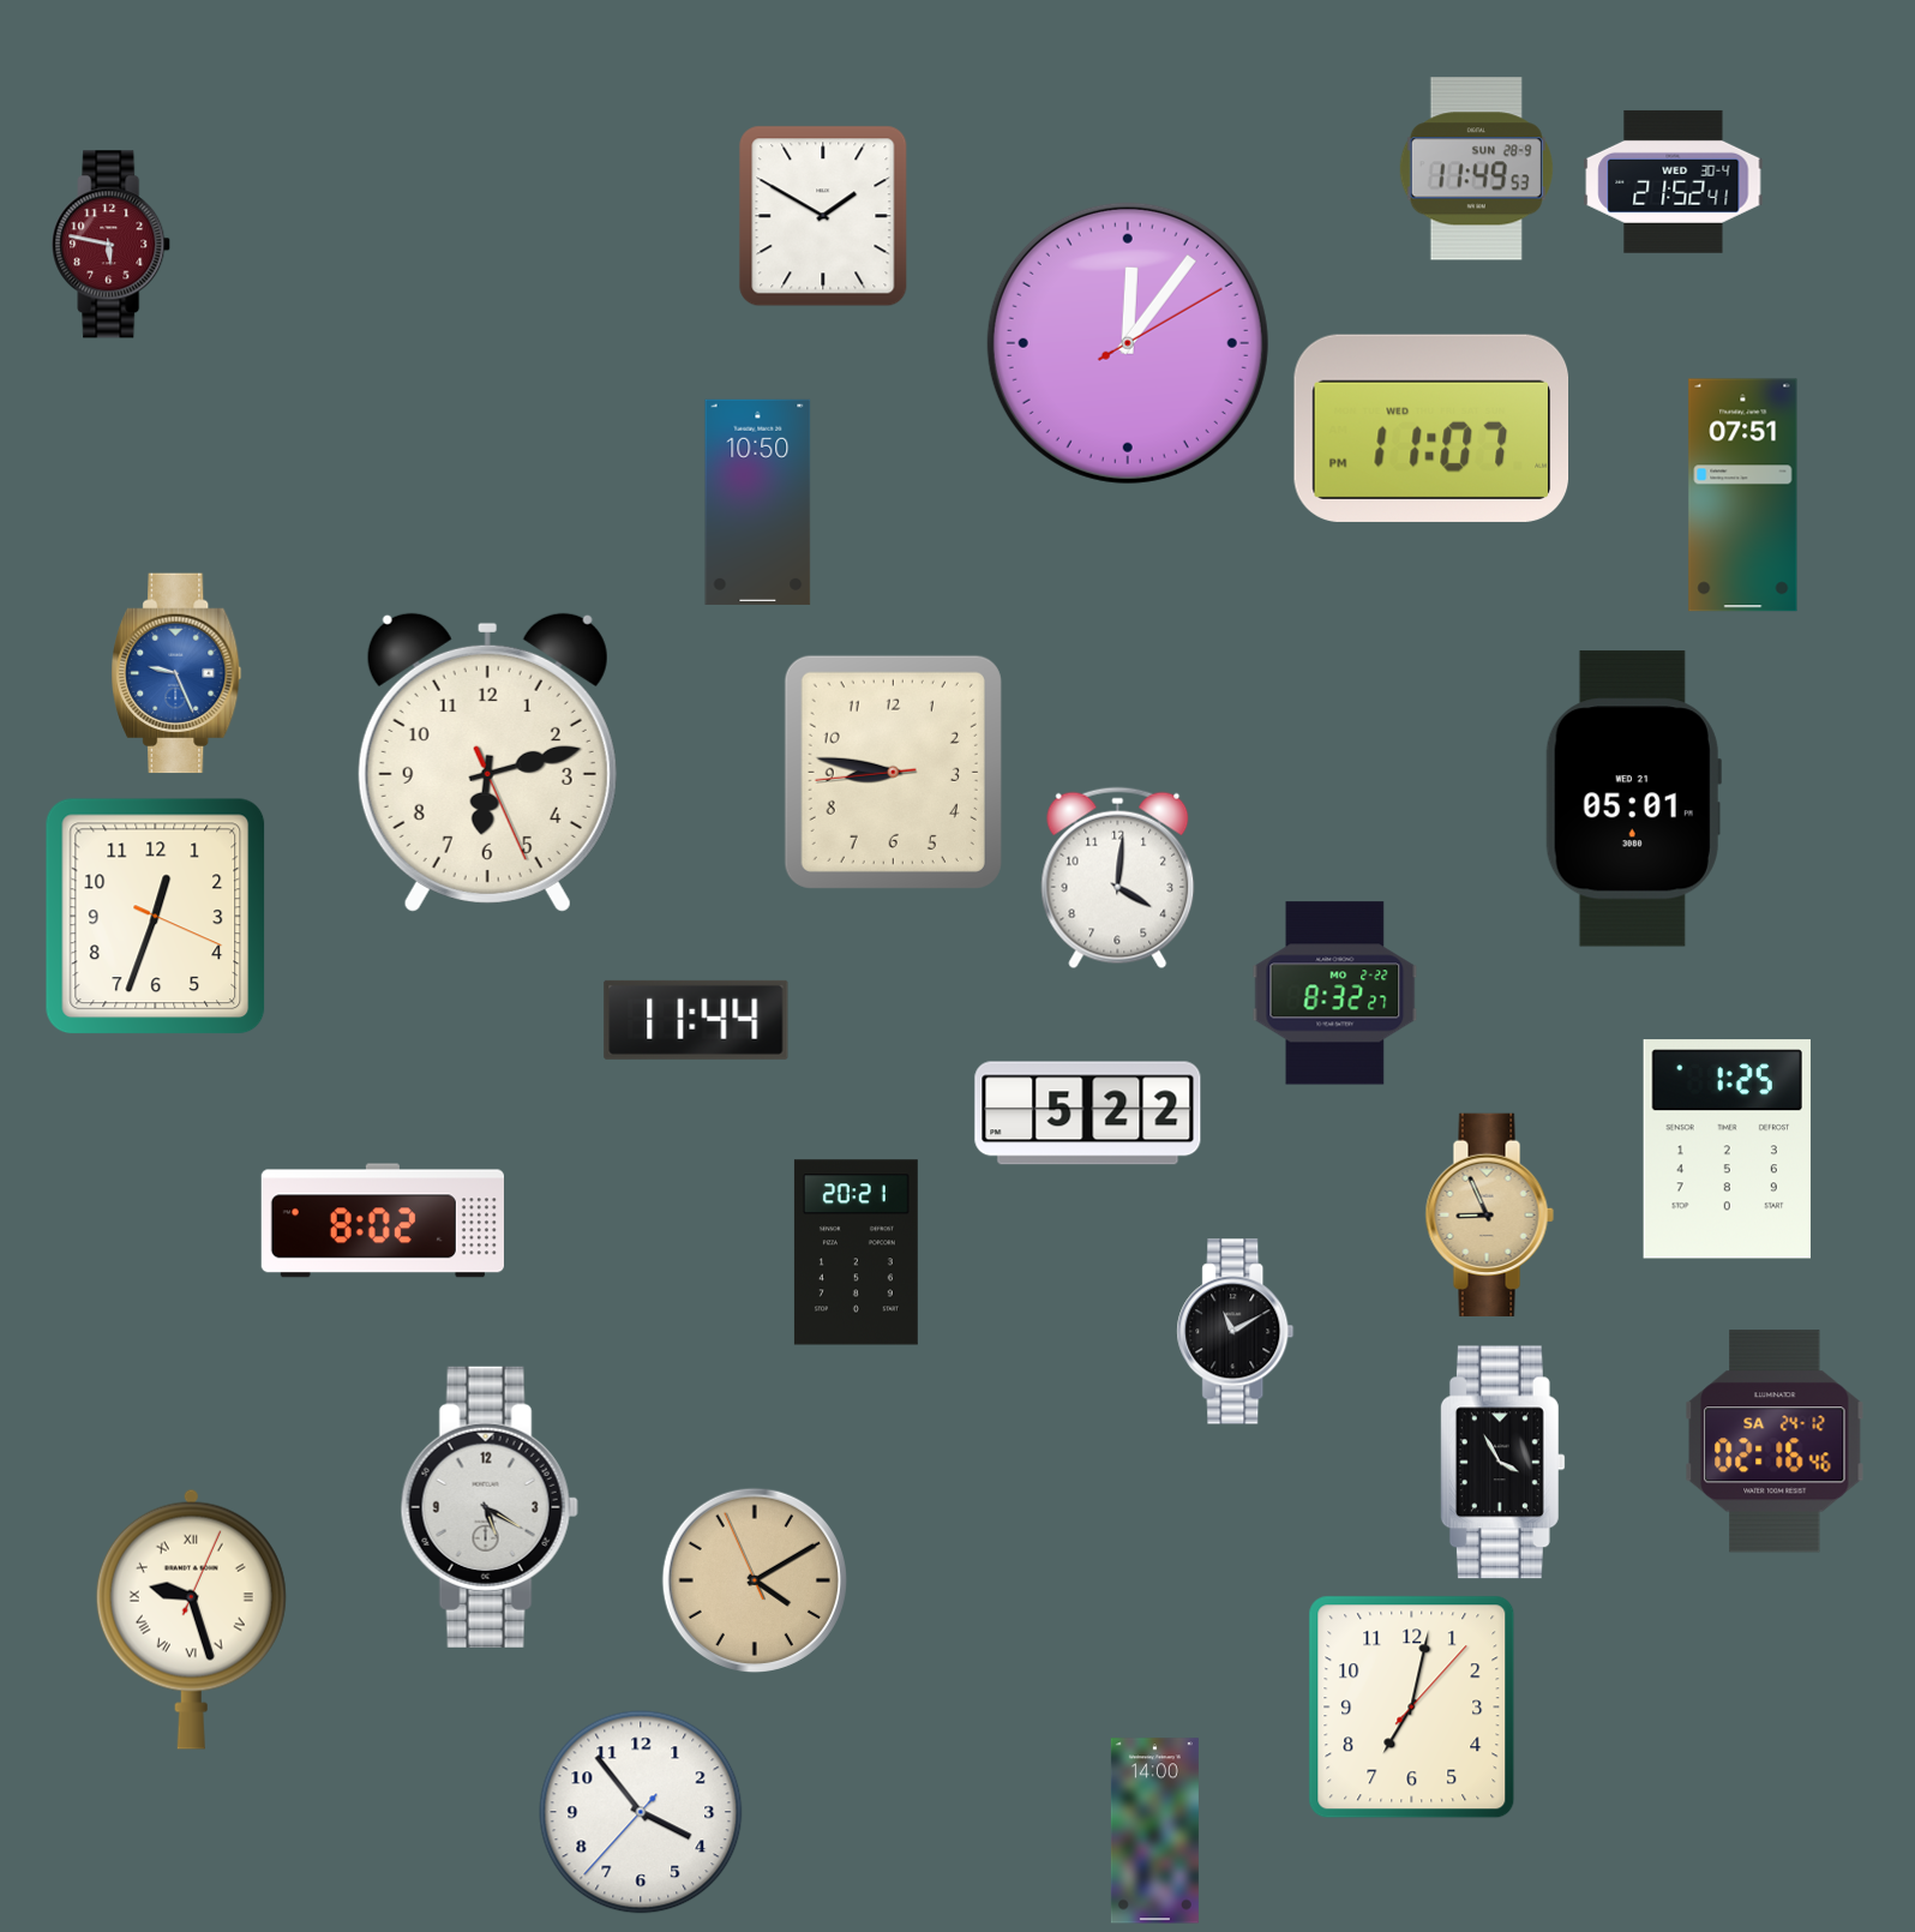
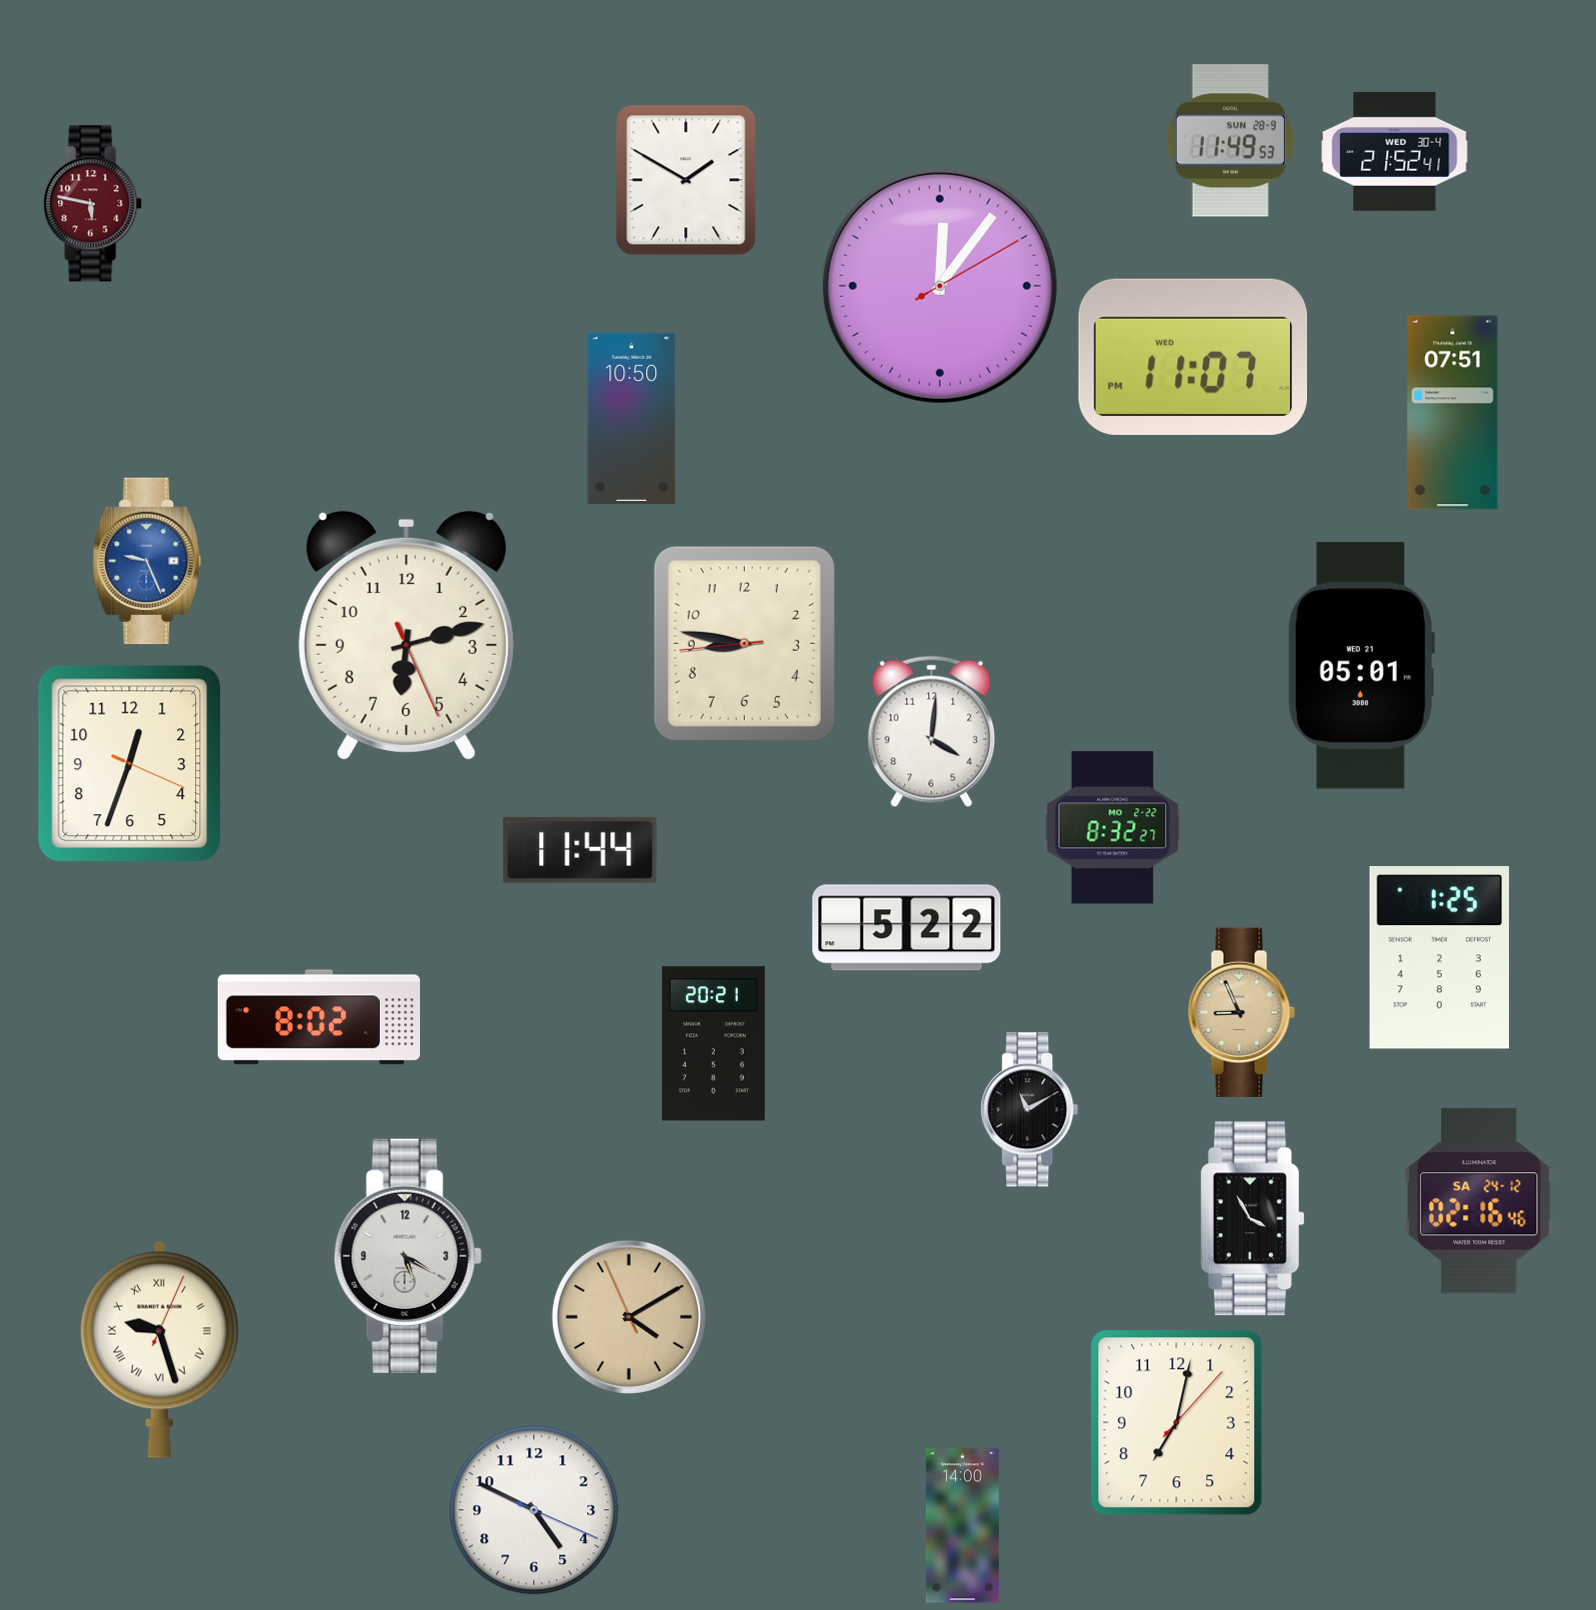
clock at (641, 1812): 3:53 -> 4:49
